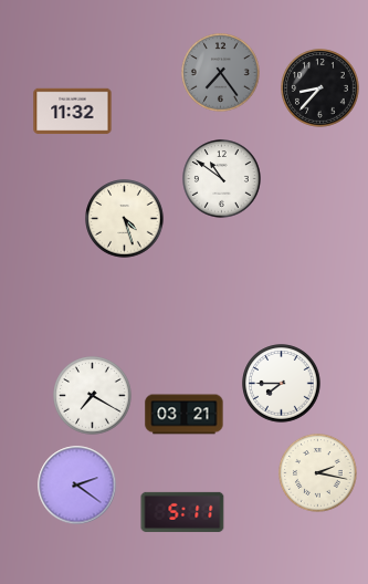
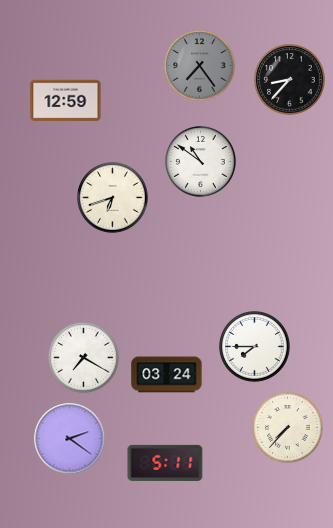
clock at (73, 112): 11:32 -> 12:59
clock at (125, 219): 4:27 -> 6:42
clock at (185, 415): 03:21 -> 03:24
clock at (318, 473): 2:17 -> 7:37
